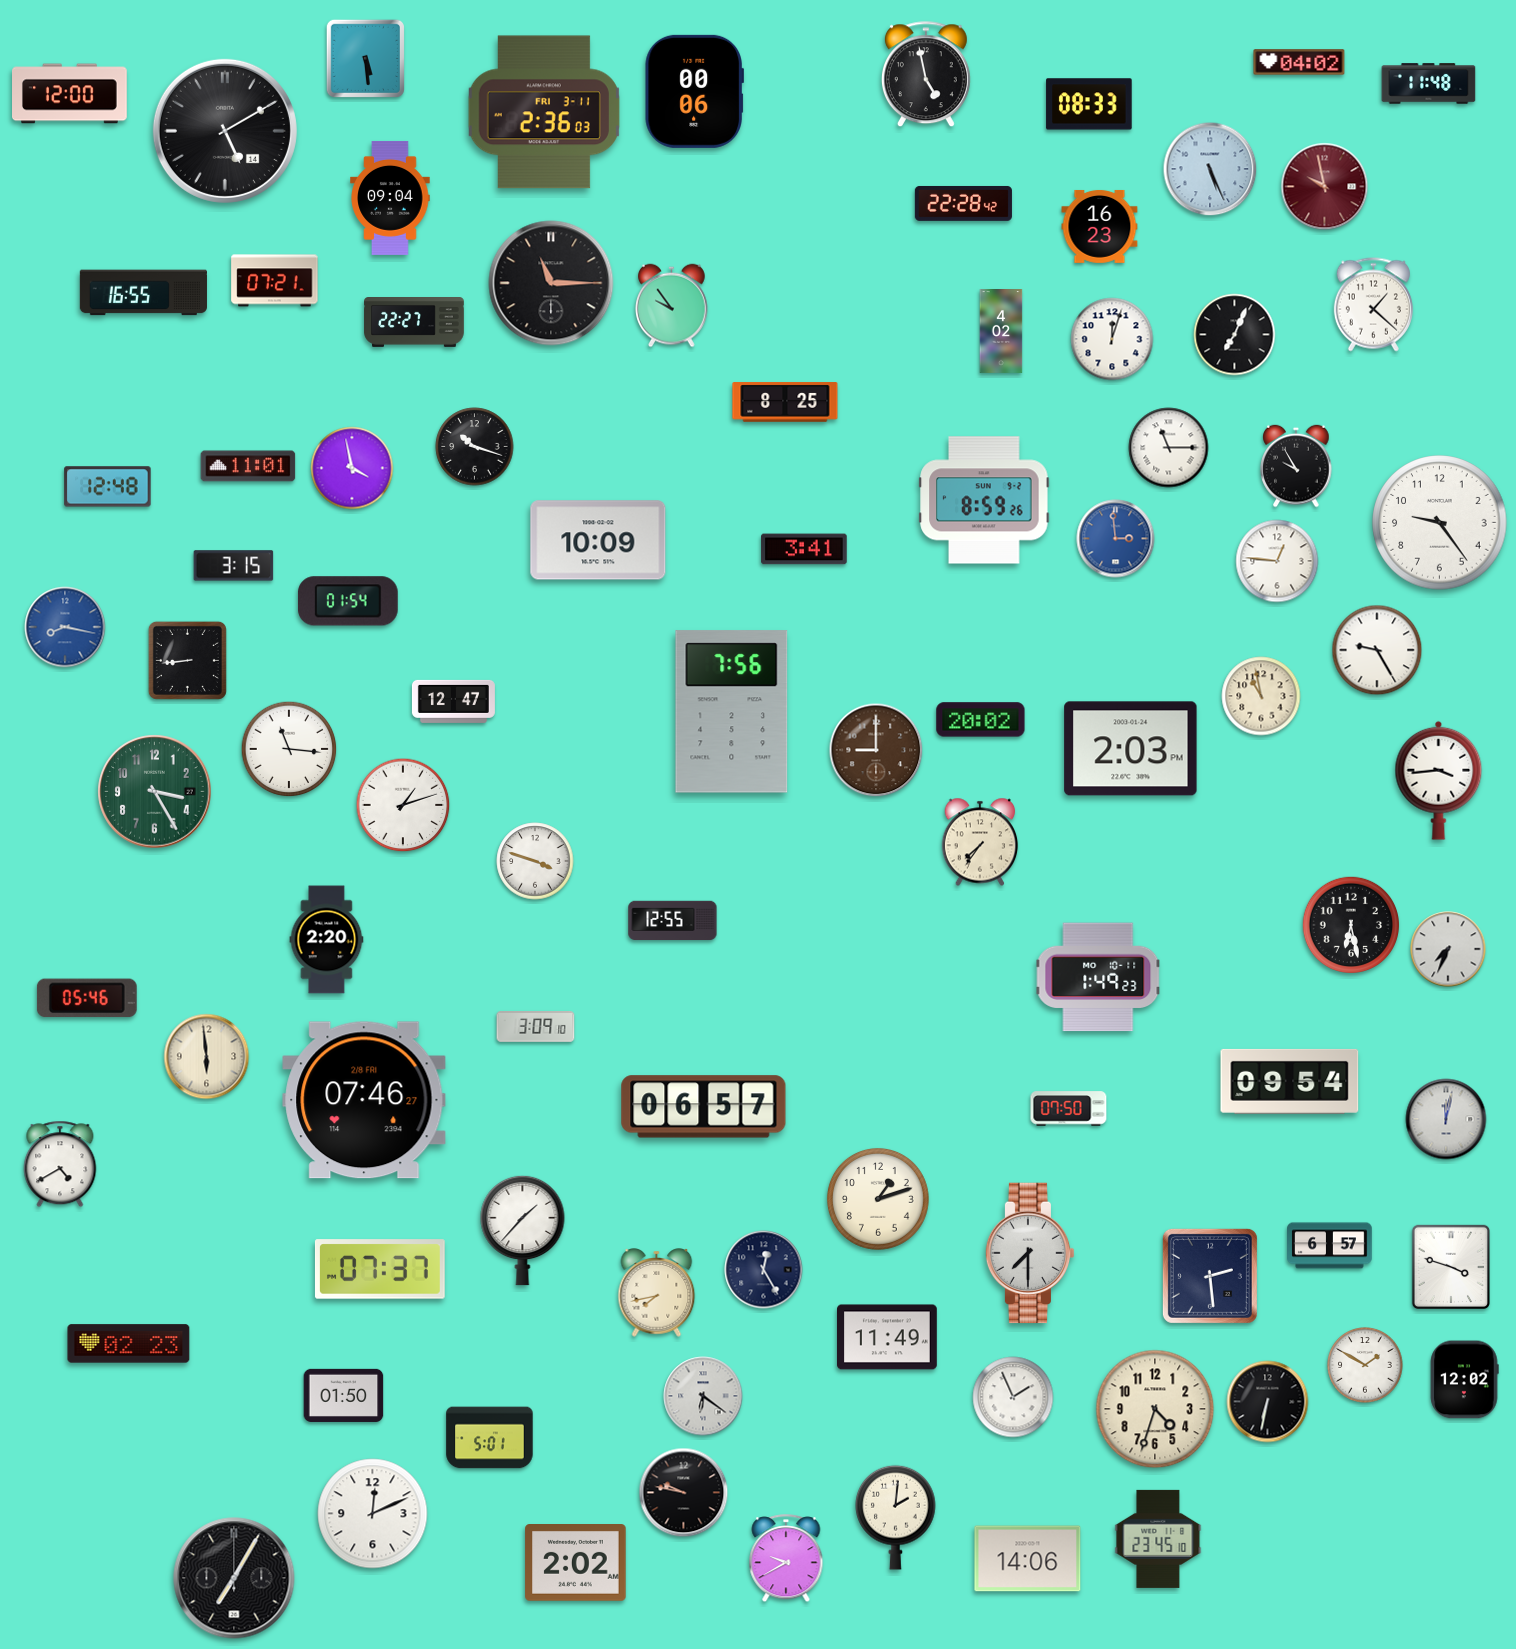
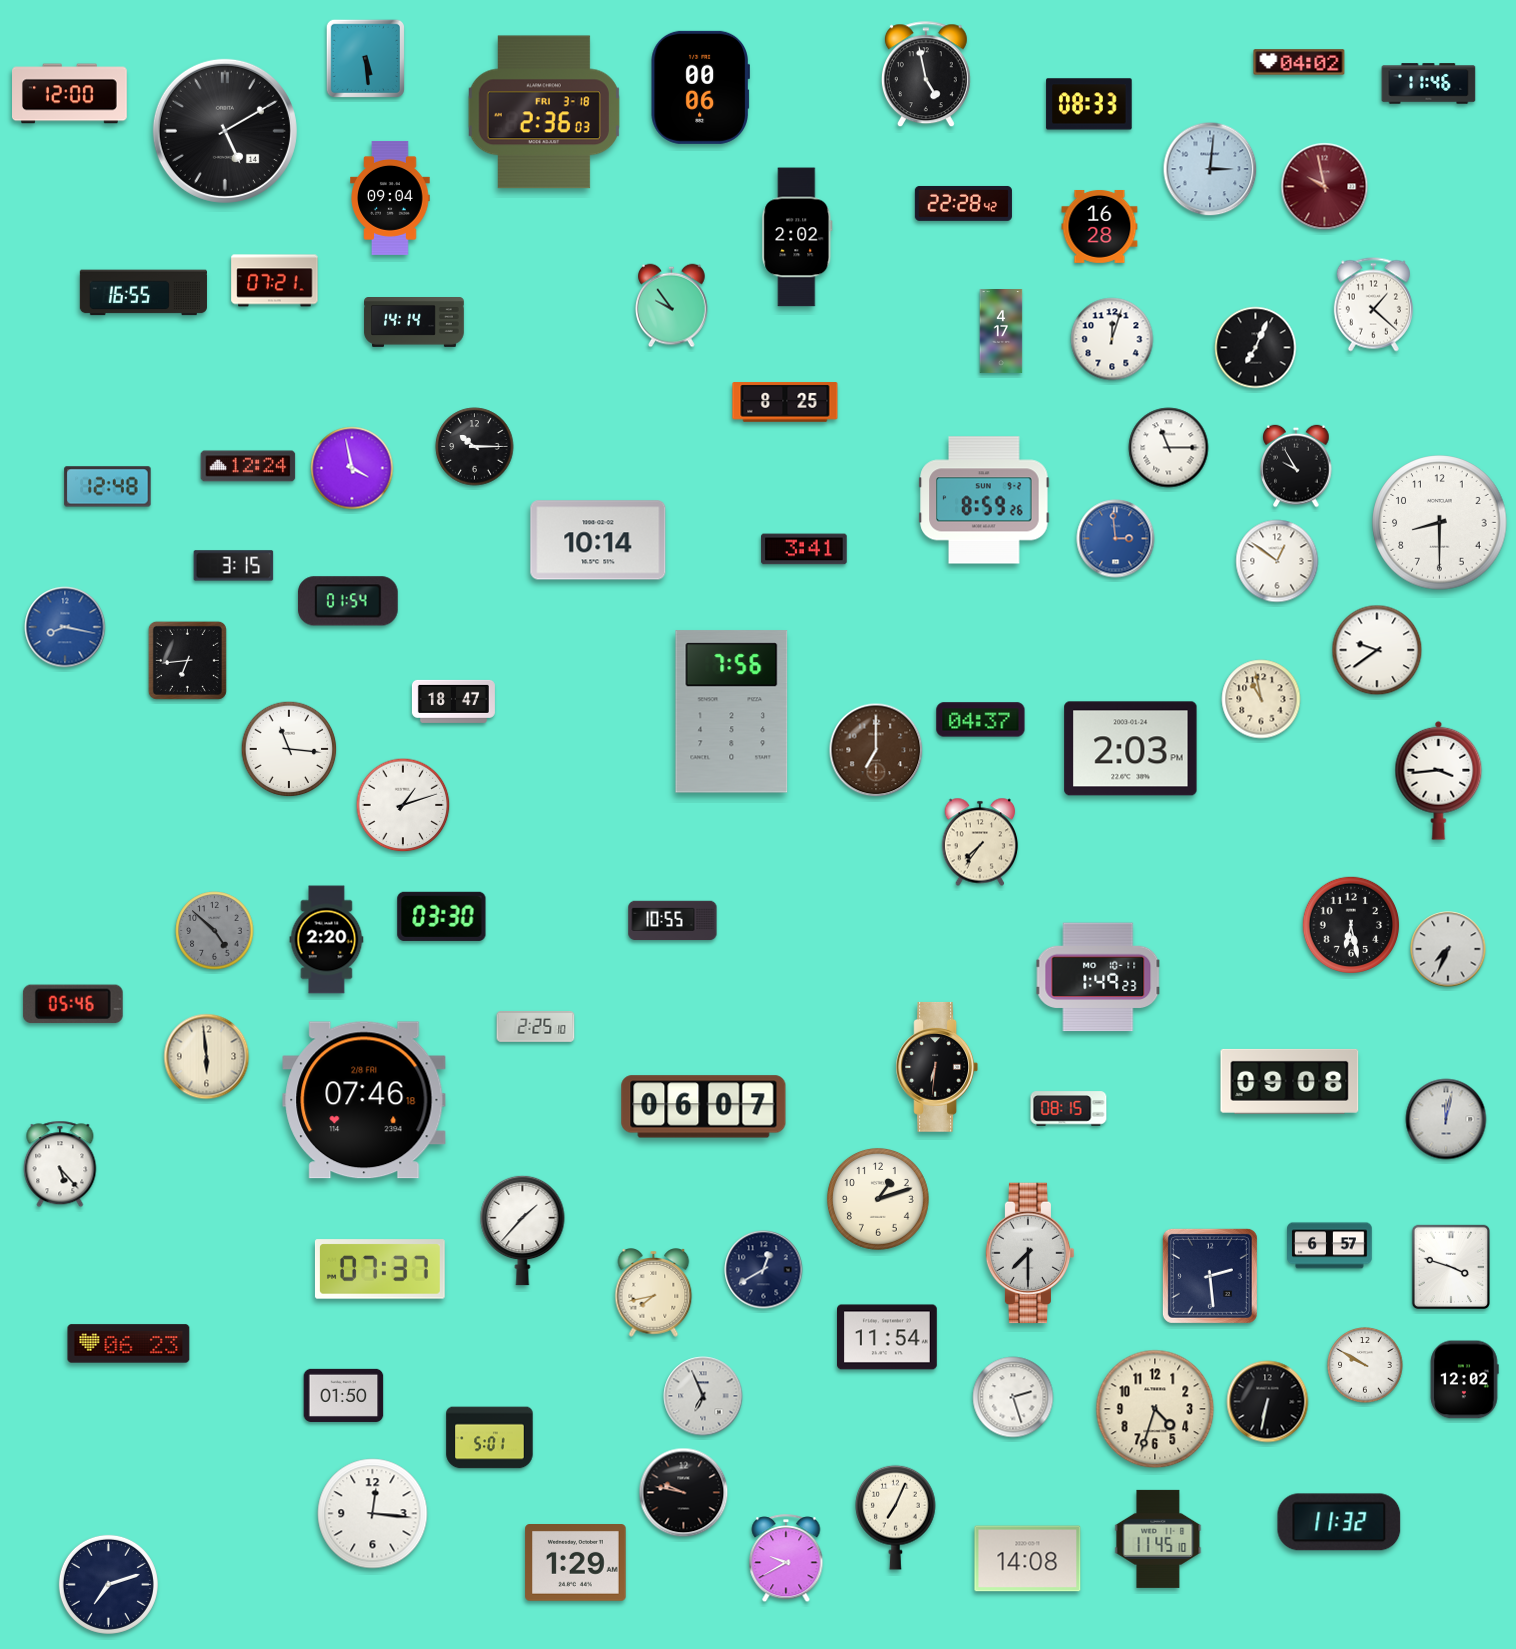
clock at (1429, 84): 11:48 -> 11:46
clock at (694, 91) position: (694, 91) -> (700, 87)
clock at (544, 112) date: FRI 3-11 -> FRI 3-18
clock at (1210, 169): 5:26 -> 3:01
clock at (1100, 226): 16:23 -> 16:28
clock at (797, 237): none -> 2:02
clock at (551, 283): 11:15 -> none
clock at (414, 323): 22:27 -> 14:14
clock at (1001, 332): 4:02 -> 4:17
clock at (1235, 335) position: (1235, 335) -> (1256, 348)
clock at (475, 447): 10:18 -> 10:15
clock at (248, 466): 11:01 -> 12:24
clock at (1440, 523): 9:24 -> 8:30
clock at (598, 540): 10:09 -> 10:14
clock at (1277, 561): 12:46 -> 12:51
clock at (1377, 650): 9:25 -> 9:39
clock at (187, 660): 8:44 -> 6:44
clock at (1261, 696) position: (1261, 696) -> (1261, 699)
clock at (453, 701): 12:47 -> 18:47
clock at (981, 720): 20:02 -> 04:37
clock at (876, 750): 9:00 -> 7:00
clock at (155, 792): 3:25 -> none
clock at (535, 861): 3:48 -> none
clock at (442, 916): none -> 03:30
clock at (673, 921): 12:55 -> 10:55
clock at (215, 931): none -> 4:52
clock at (87, 998) position: (87, 998) -> (73, 1004)
clock at (536, 1027): 3:09 -> 2:25
clock at (937, 1067): none -> 6:31
clock at (1290, 1081): 09:54 -> 09:08
clock at (364, 1100): 07:46:27 -> 07:46:18
clock at (704, 1107): 06:57 -> 06:07
clock at (1069, 1109): 07:50 -> 08:15
clock at (60, 1164): 4:40 -> 5:23
clock at (764, 1270): 12:25 -> 12:40
clock at (657, 1293) position: (657, 1293) -> (654, 1293)
clock at (888, 1337): 11:49 -> 11:54
clock at (129, 1344): 02:23 -> 06:23
clock at (1365, 1365): 1:50 -> 9:50
clock at (703, 1396): 6:21 -> 6:56
clock at (1013, 1397): 1:56 -> 2:27
clock at (373, 1514): 12:11 -> 12:16
clock at (896, 1517): 2:01 -> 7:04
clock at (1339, 1522): none -> 11:32
clock at (1158, 1539): 23:45 -> 11:45
clock at (1028, 1559): 14:06 -> 14:08
clock at (576, 1563): 2:02 -> 1:29
clock at (234, 1578): 7:05 -> none
clock at (108, 1584): none -> 7:12
